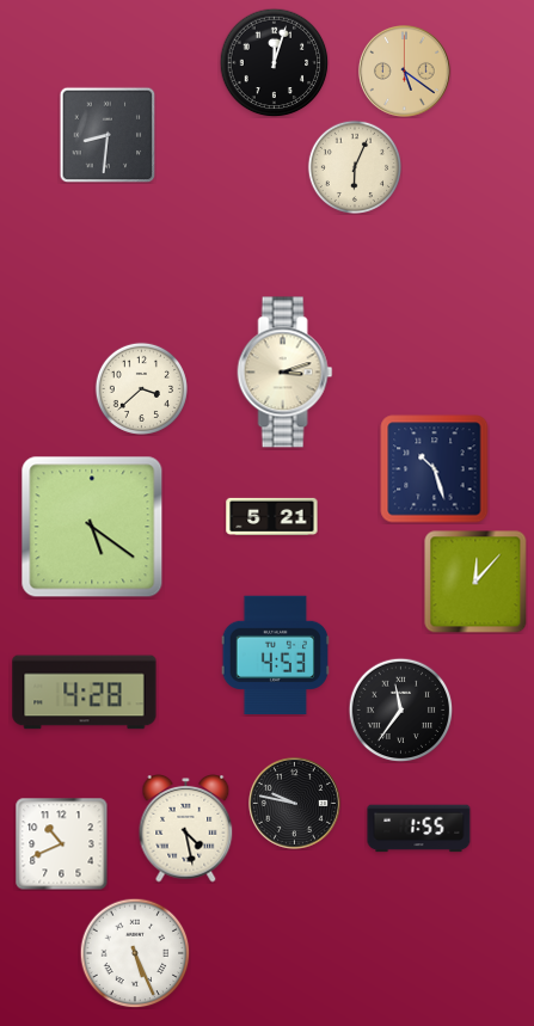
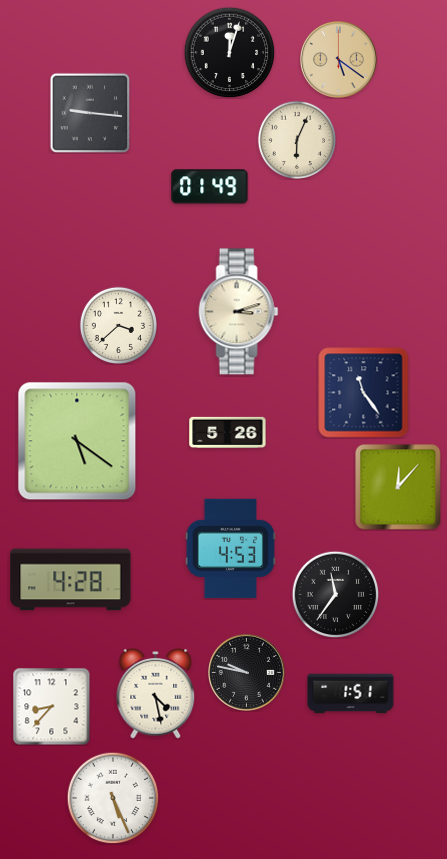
clock at (108, 135): 8:31 -> 9:16
clock at (210, 187): none -> 01:49
clock at (435, 469): 10:27 -> 11:24
clock at (272, 516): 5:21 -> 5:26
clock at (419, 829): 1:55 -> 1:51
clock at (61, 843): 10:41 -> 8:37
